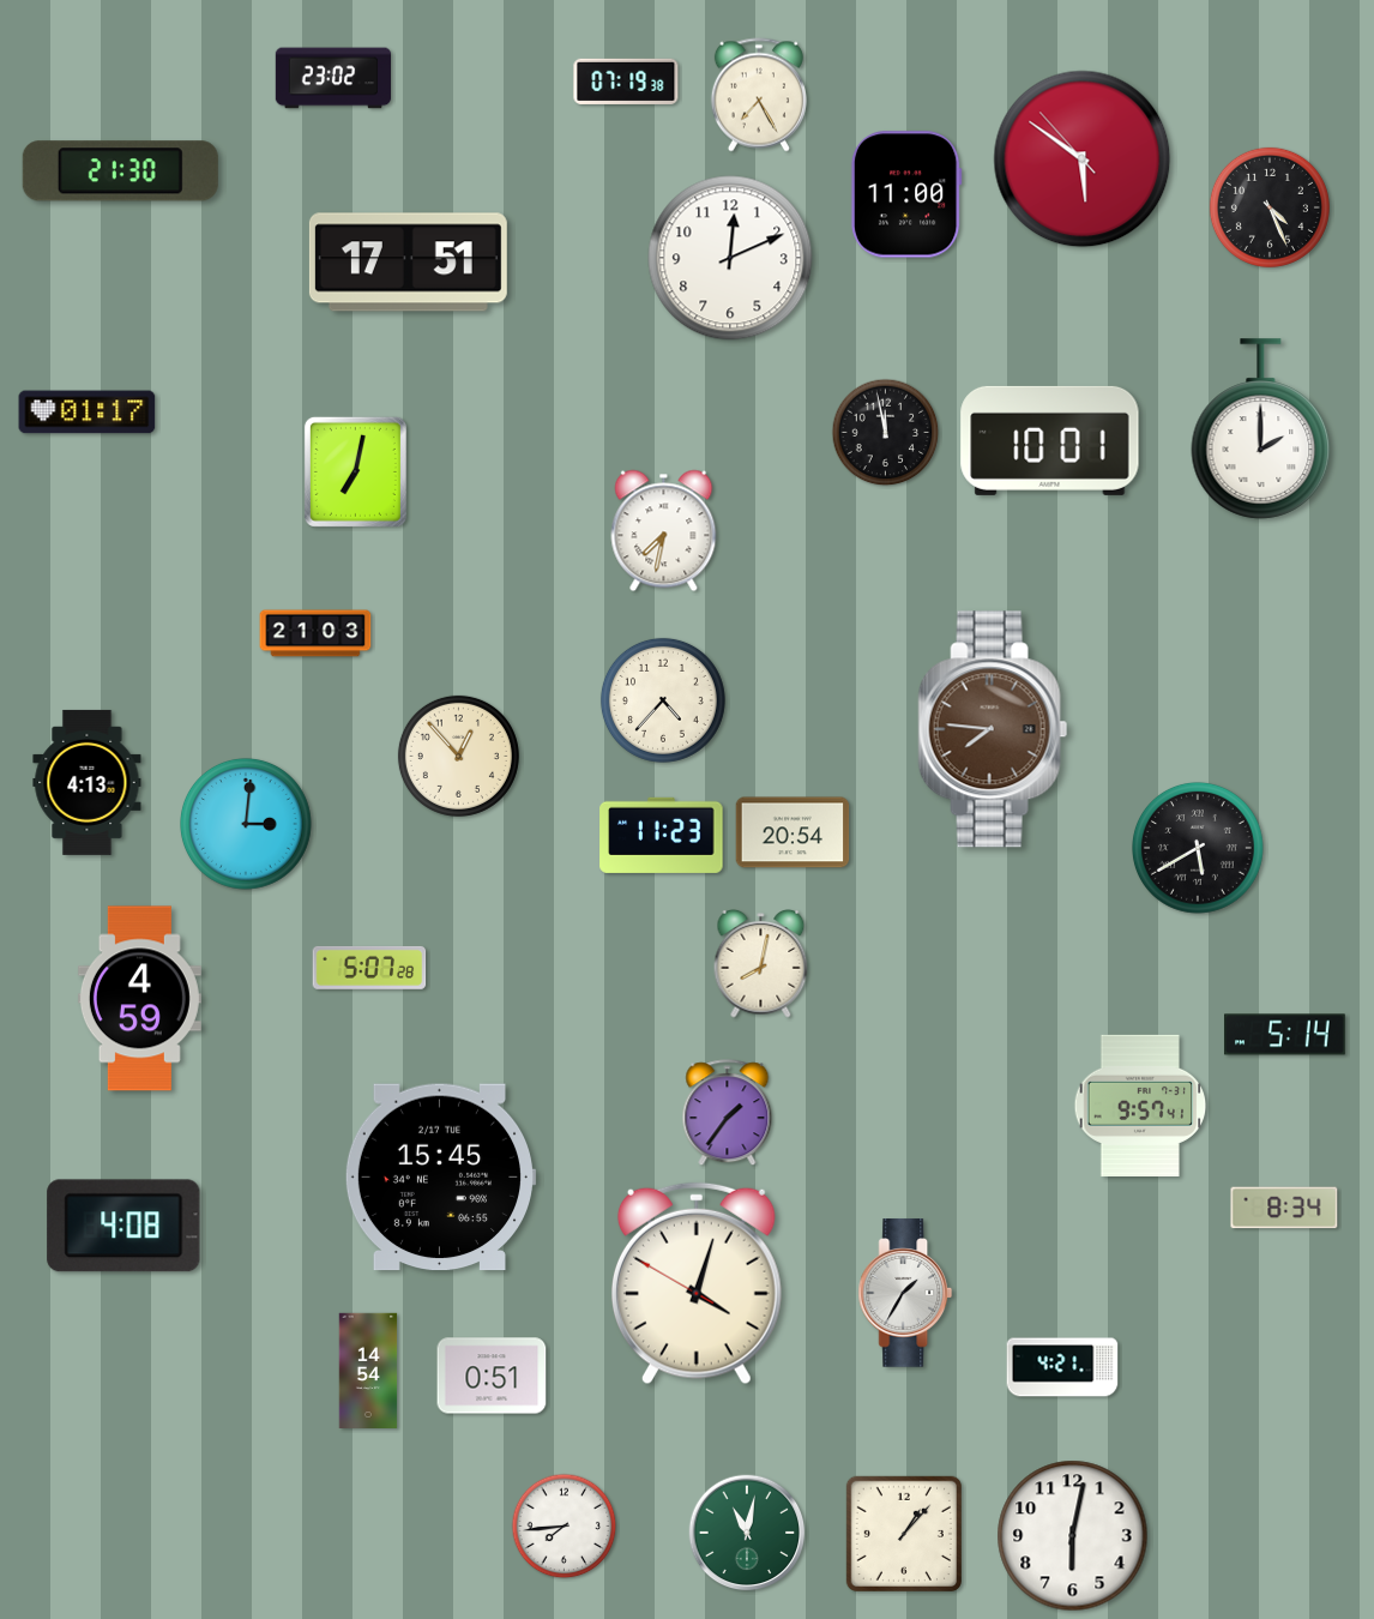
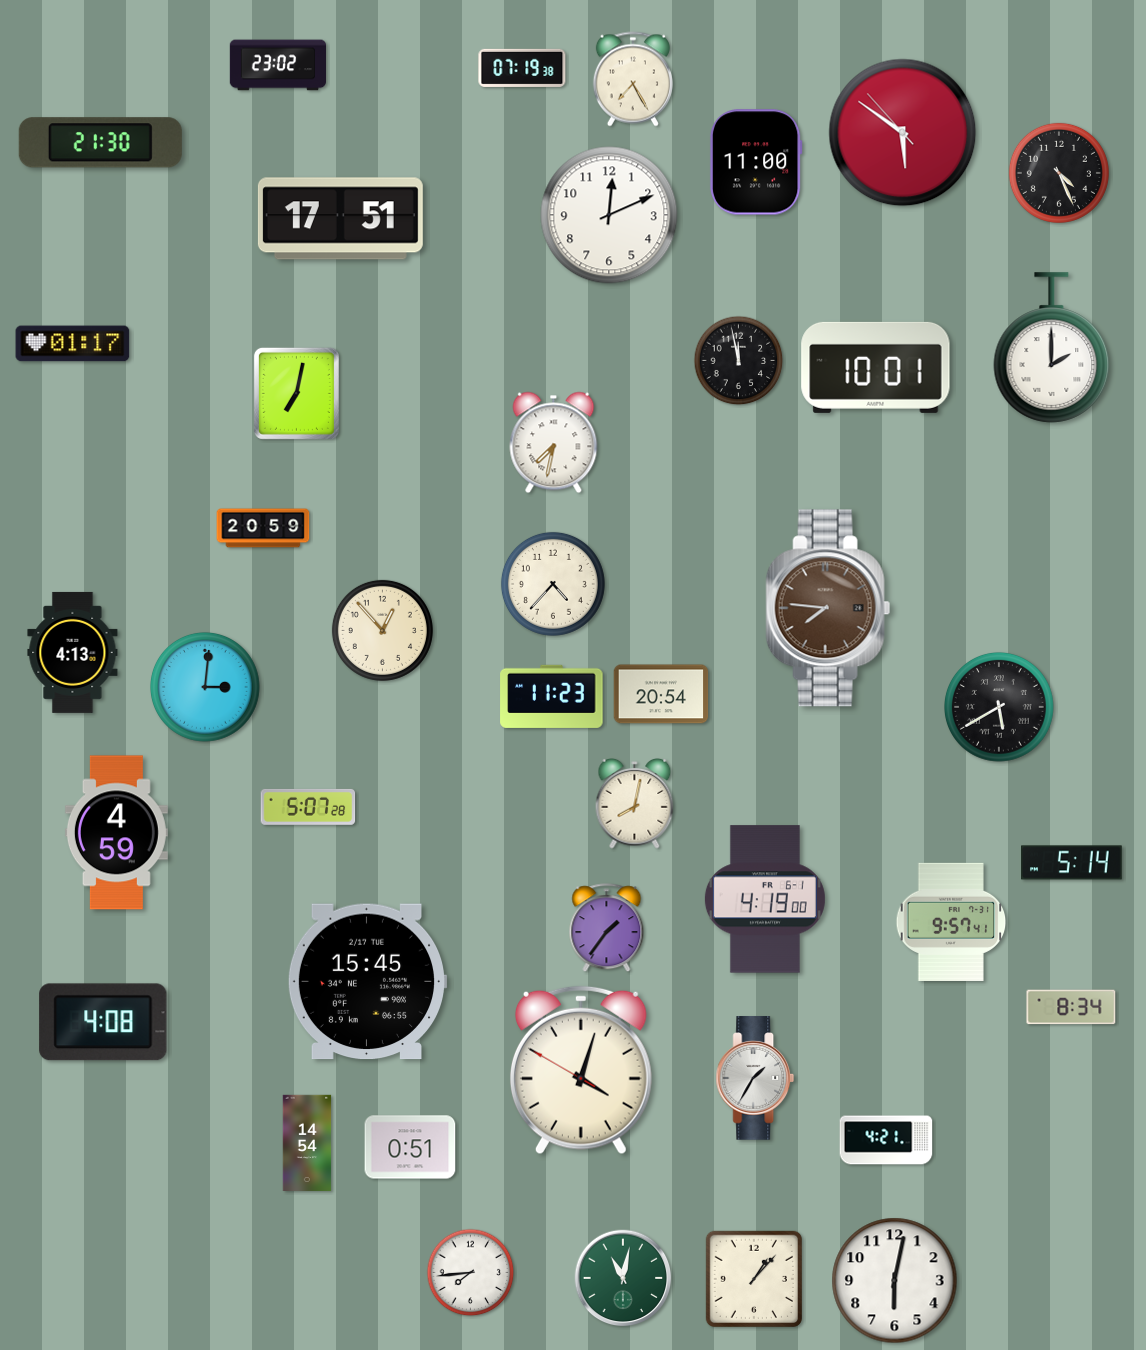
clock at (1261, 429) position: (1261, 429) -> (1052, 348)
clock at (315, 633): 21:03 -> 20:59
clock at (765, 899): none -> 4:19
